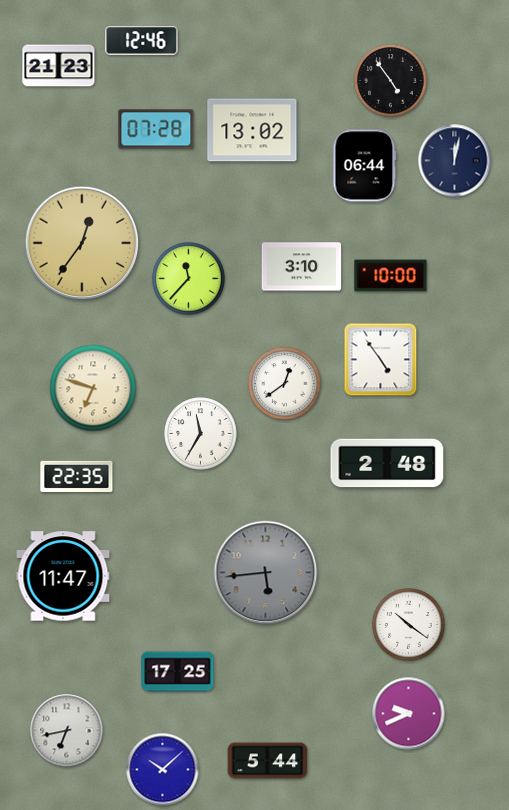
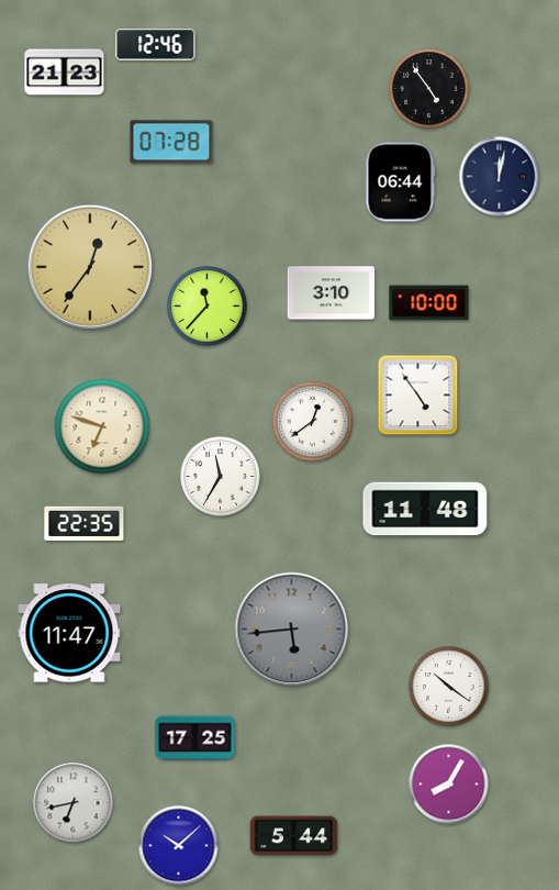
clock at (252, 130): 13:02 -> none
clock at (387, 463): 2:48 -> 11:48
clock at (409, 714): 9:41 -> 8:05
